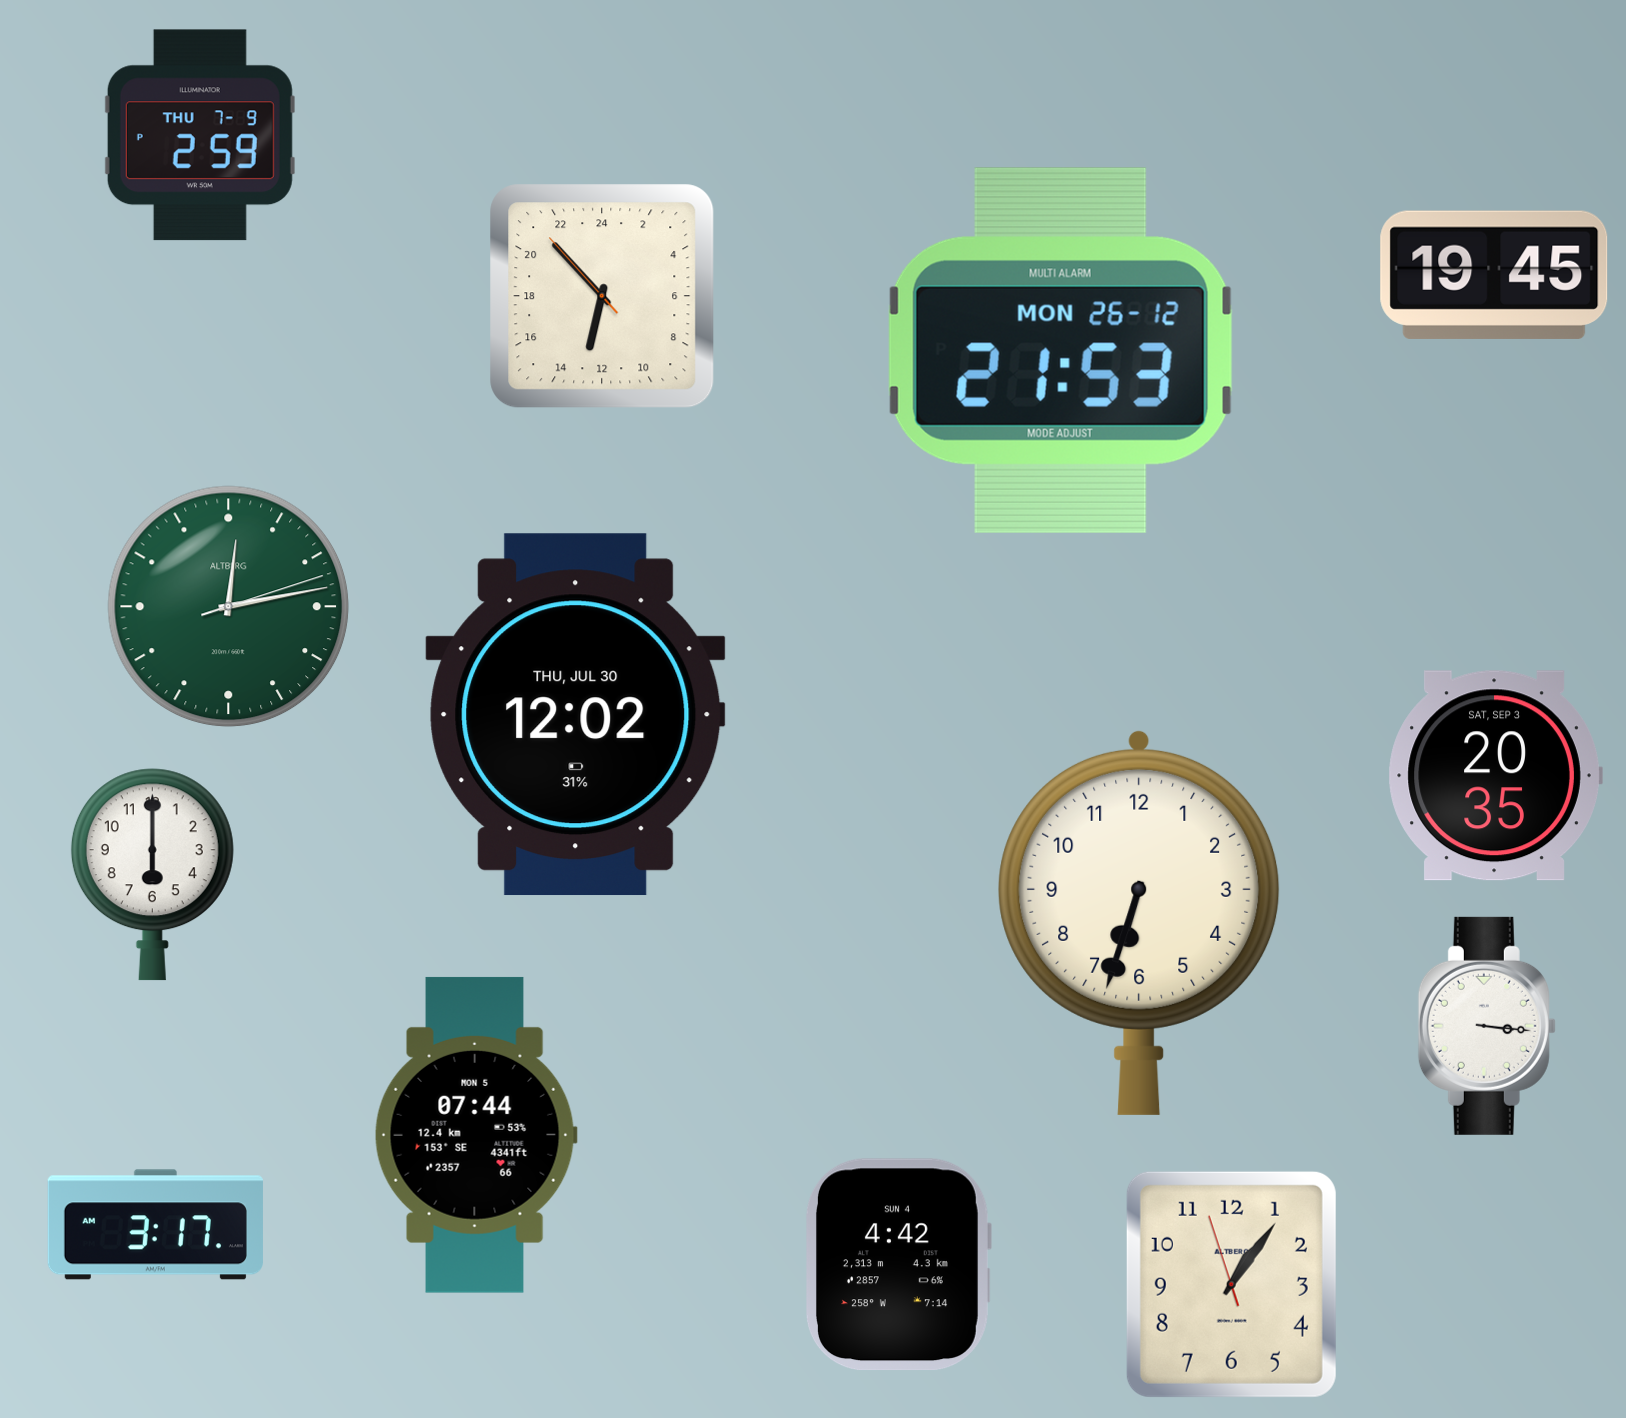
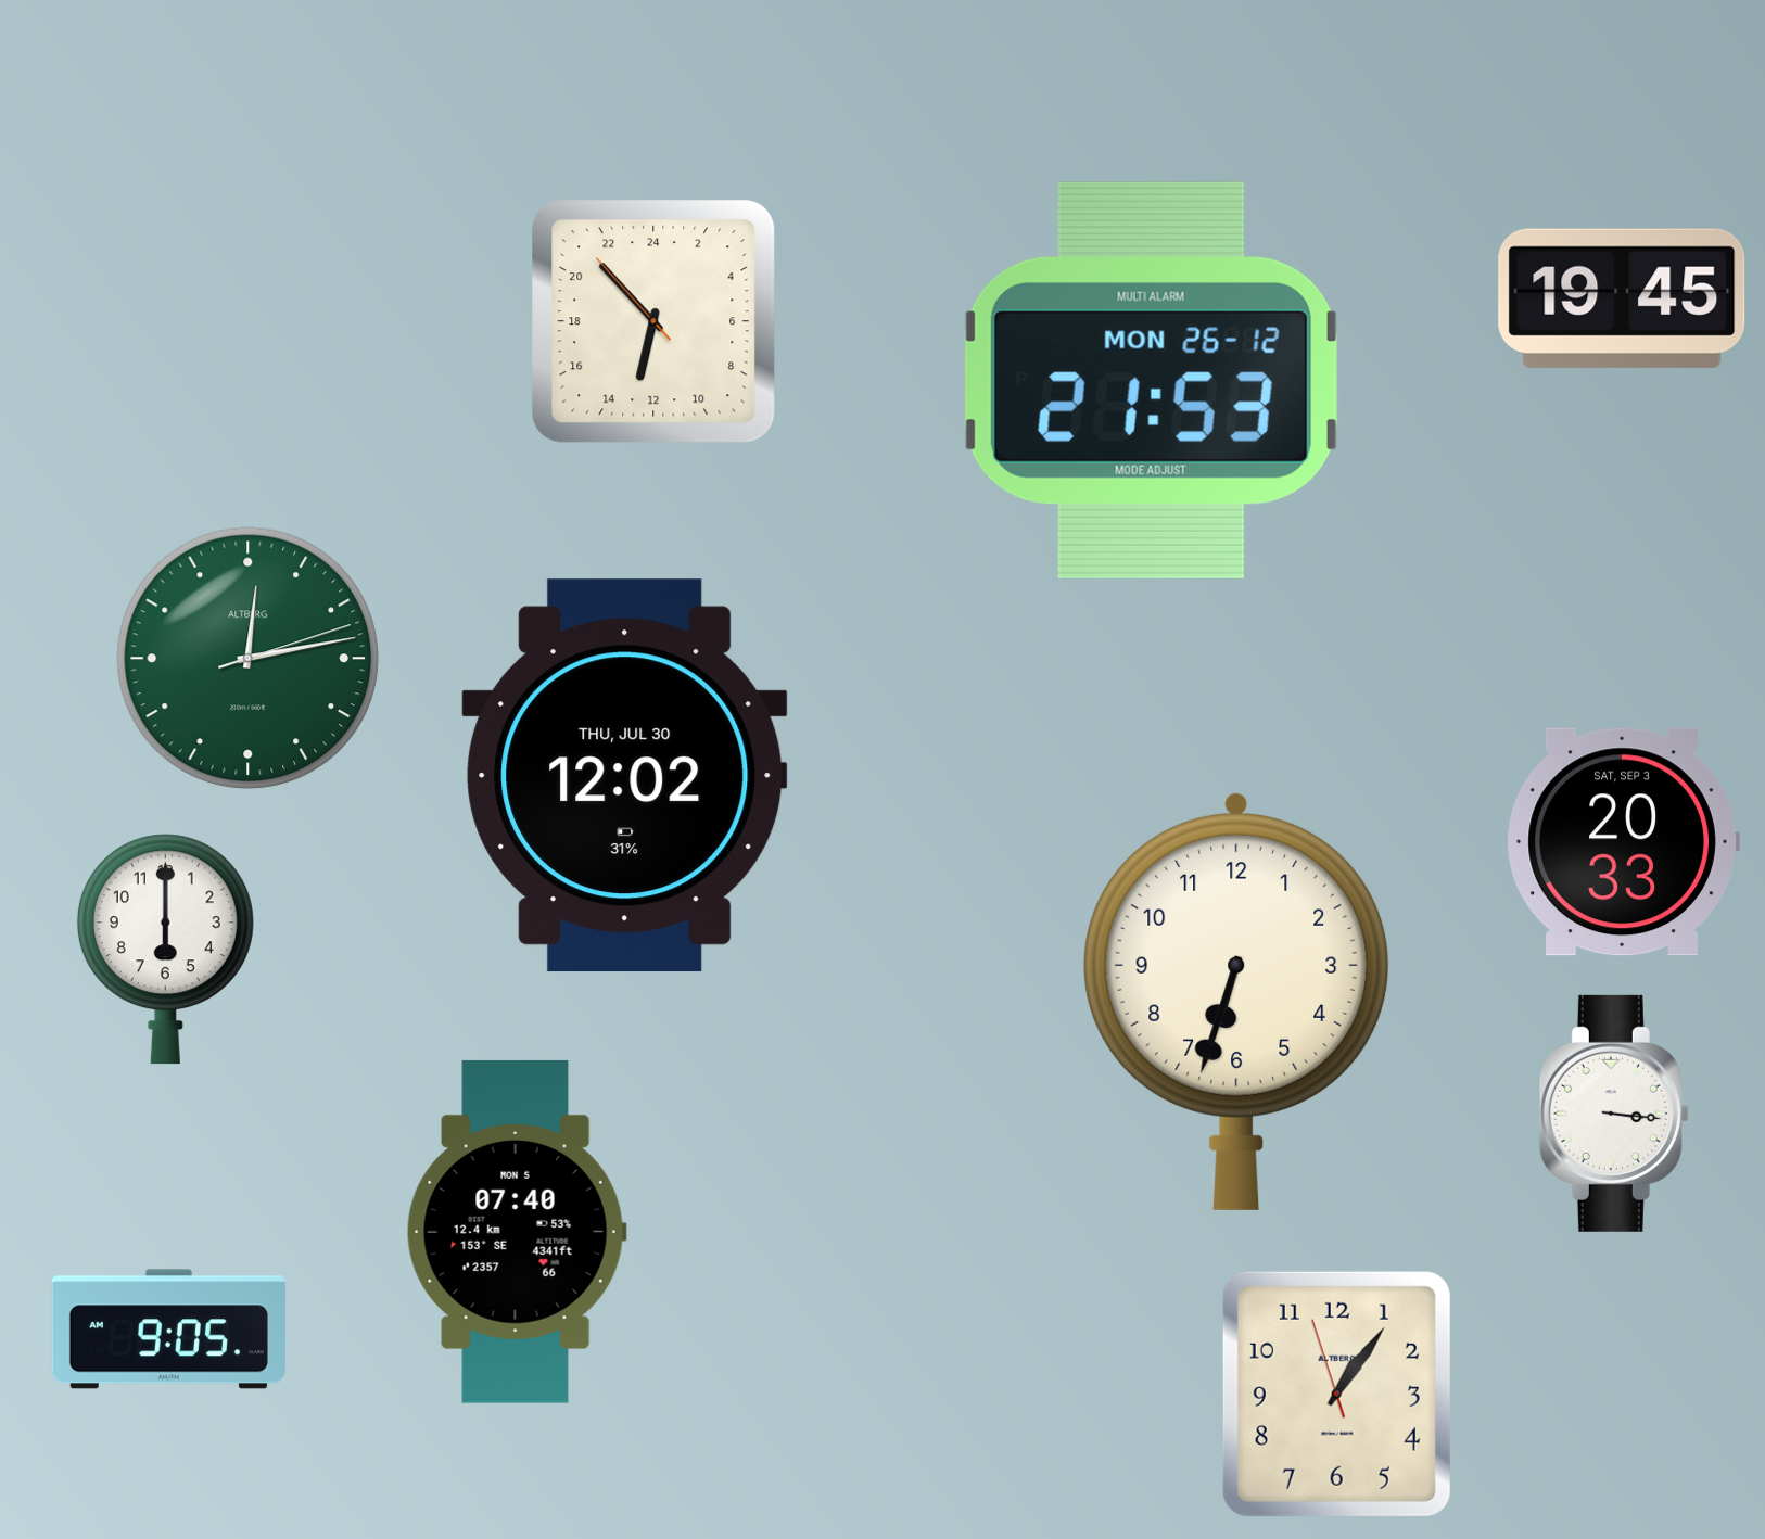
clock at (200, 135): 2:59 -> none
clock at (1495, 776): 20:35 -> 20:33
clock at (476, 1135): 07:44 -> 07:40
clock at (155, 1225): 3:17 -> 9:05
clock at (899, 1265): 4:42 -> none
